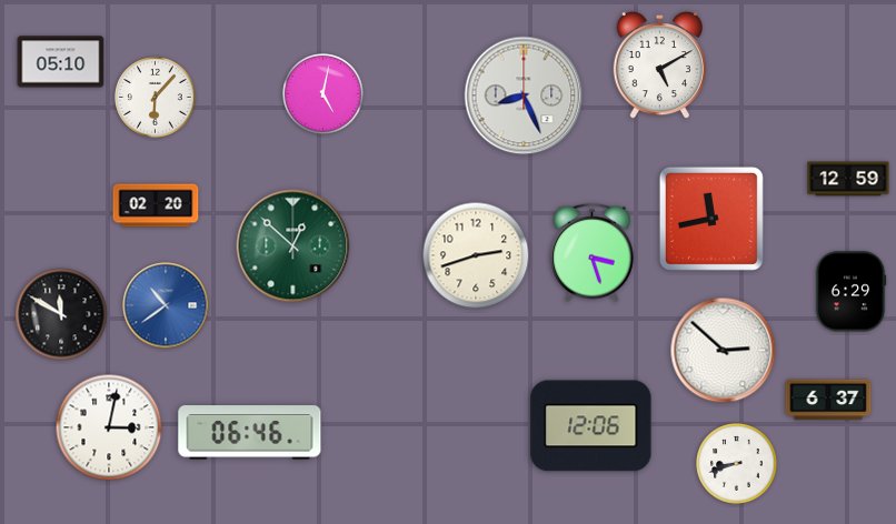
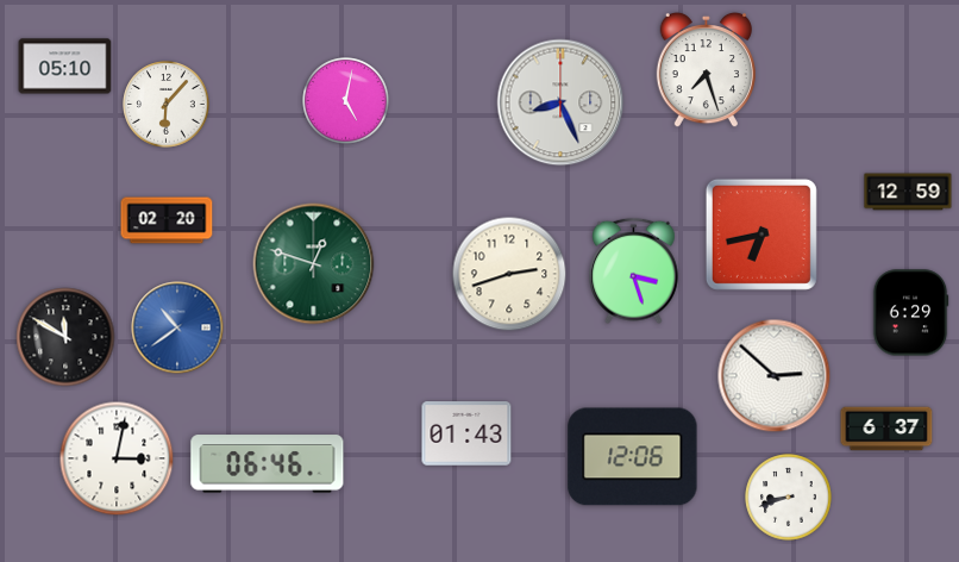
clock at (659, 65): 5:10 -> 7:27
clock at (711, 219): 11:43 -> 6:43
clock at (293, 246): 12:52 -> 12:48
clock at (466, 433): none -> 01:43
